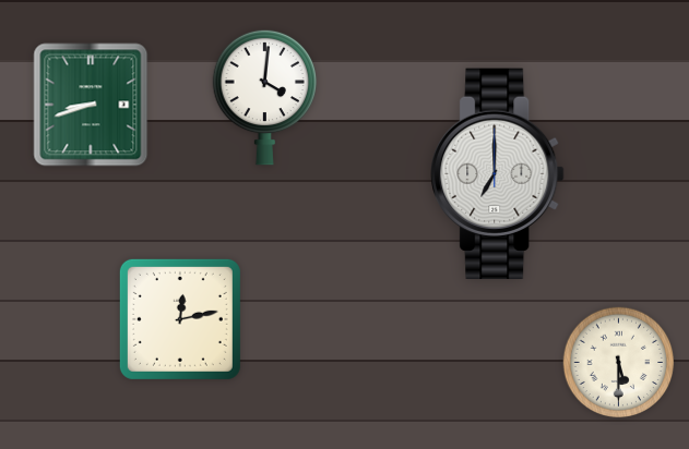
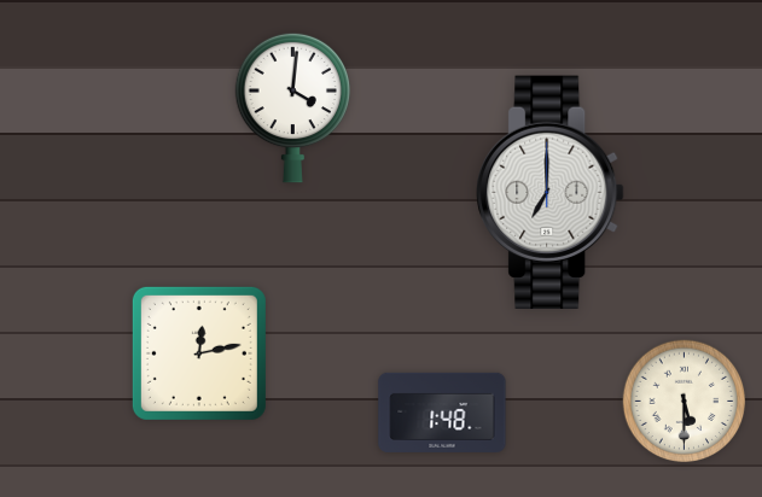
clock at (91, 105): 8:42 -> none
clock at (442, 413): none -> 1:48
